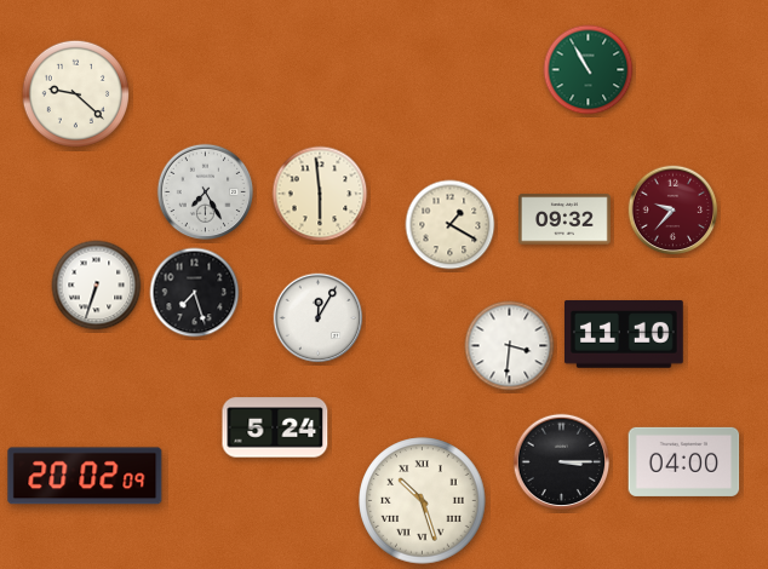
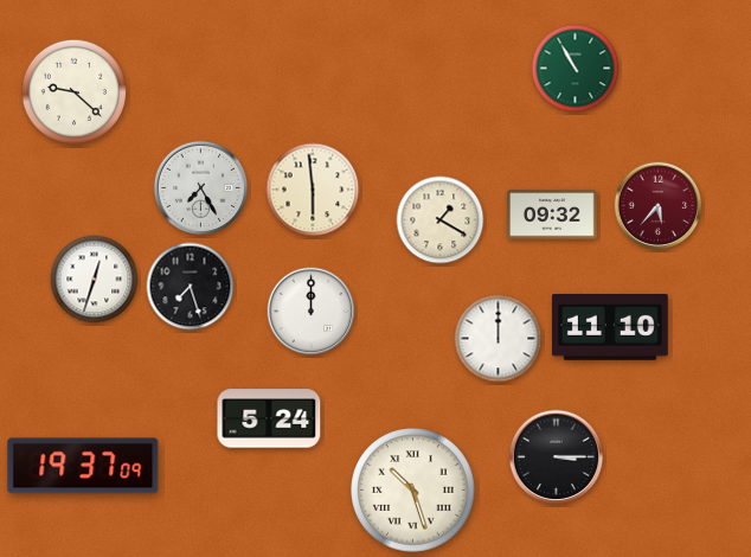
clock at (674, 211): 9:37 -> 5:37
clock at (97, 286): 6:33 -> 12:33
clock at (319, 318): 12:05 -> 12:00
clock at (510, 346): 3:31 -> 12:00
clock at (684, 461): 04:00 -> none
clock at (562, 462) position: (562, 462) -> (557, 457)
clock at (85, 476): 20:02 -> 19:37
